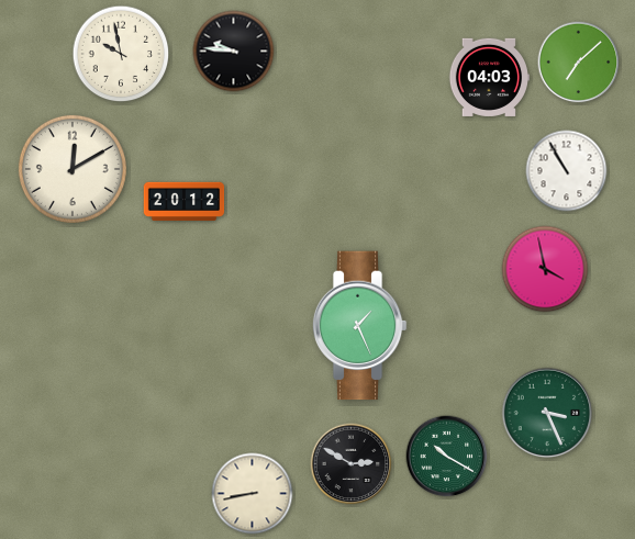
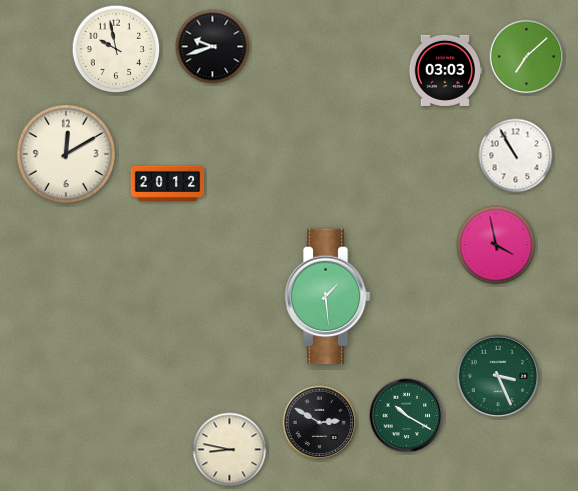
clock at (234, 52): 9:46 -> 9:42
clock at (121, 54) position: (121, 54) -> (116, 49)
clock at (488, 77): 04:03 -> 03:03
clock at (359, 326): 1:26 -> 1:29
clock at (253, 494): 8:43 -> 8:47
